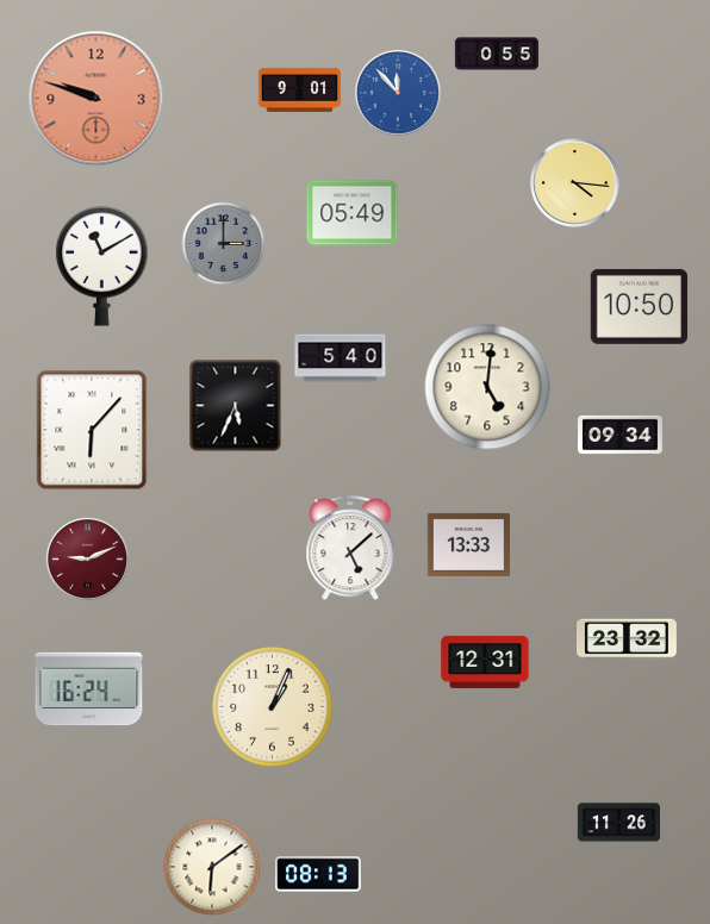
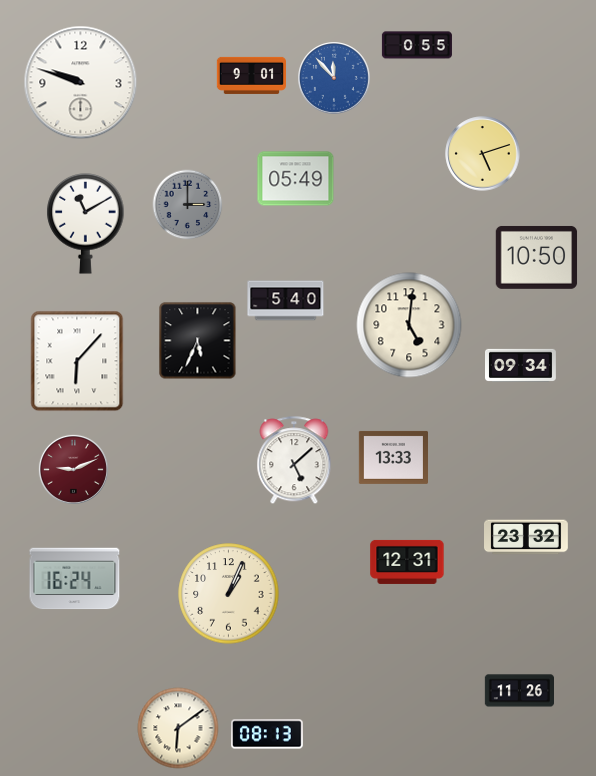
clock at (96, 99) dial: salmon -> white
clock at (575, 183): 4:16 -> 5:12
clock at (485, 662) position: (485, 662) -> (407, 562)
